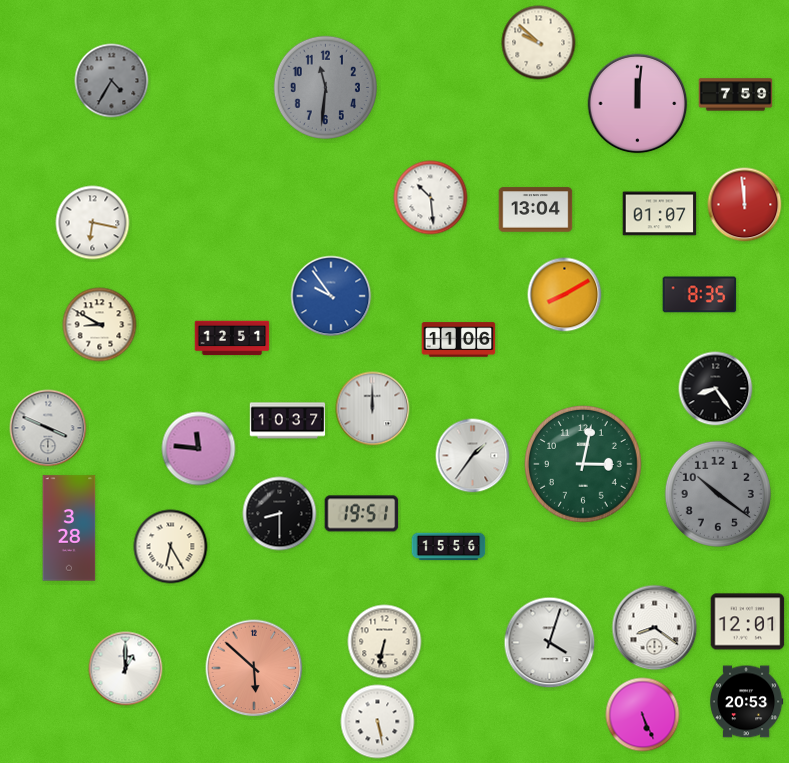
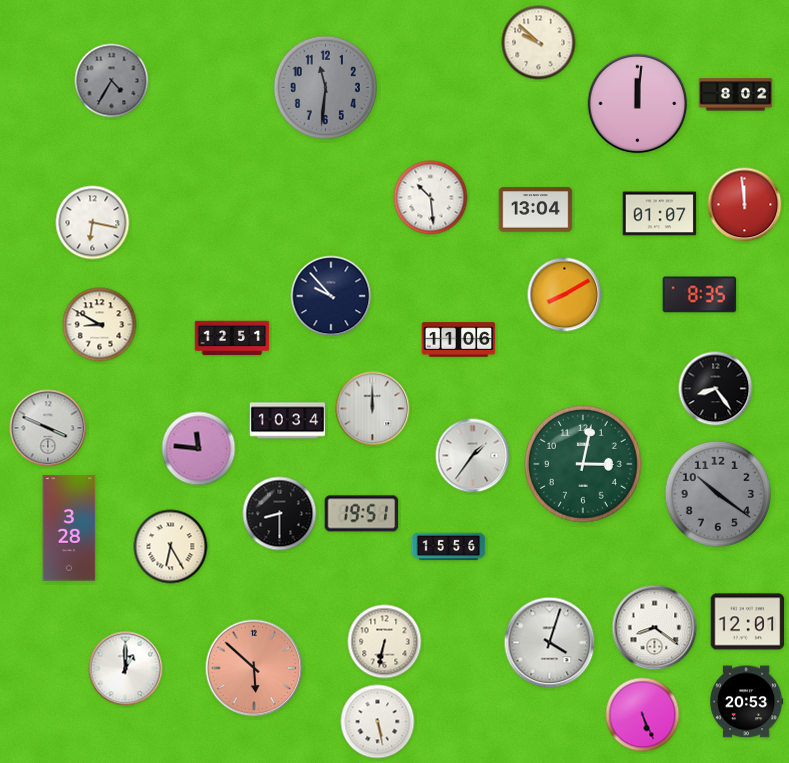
clock at (736, 95): 7:59 -> 8:02
clock at (331, 296): 9:54 -> 9:53
clock at (331, 296) dial: blue -> navy
clock at (288, 421): 10:37 -> 10:34
